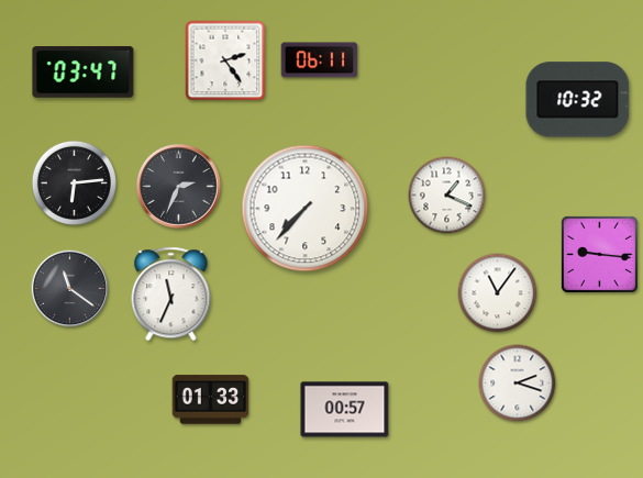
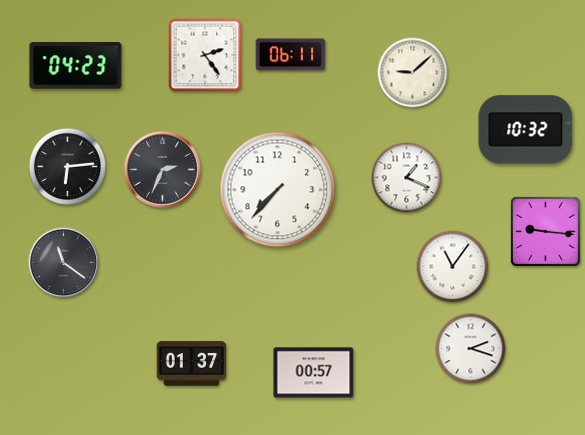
clock at (84, 73): 03:47 -> 04:23
clock at (413, 73): none -> 9:08
clock at (578, 100) position: (578, 100) -> (526, 130)
clock at (171, 294): 11:34 -> none
clock at (211, 400): 01:33 -> 01:37
